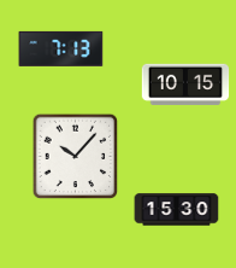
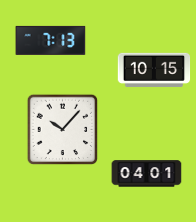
clock at (177, 210): 15:30 -> 04:01
